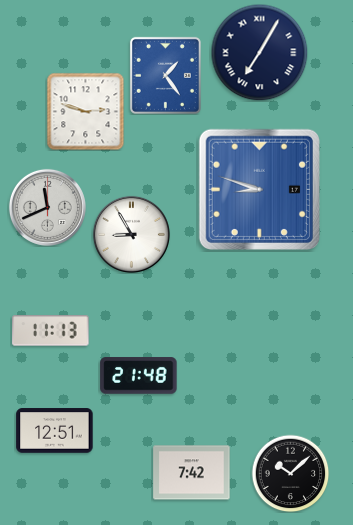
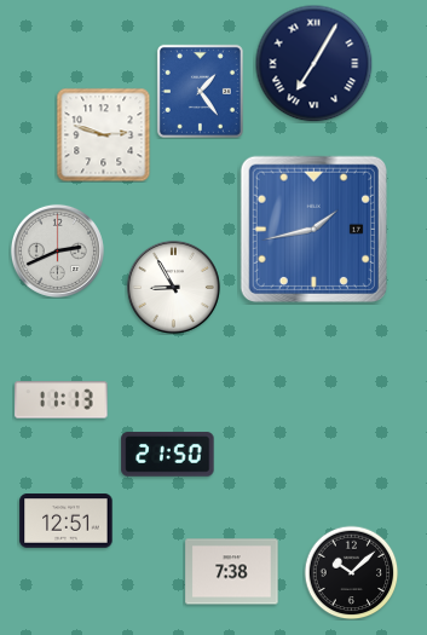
clock at (259, 189): 8:48 -> 1:43
clock at (47, 207): 11:41 -> 2:41
clock at (131, 234) position: (131, 234) -> (173, 287)
clock at (139, 376): 21:48 -> 21:50
clock at (192, 473): 7:42 -> 7:38
